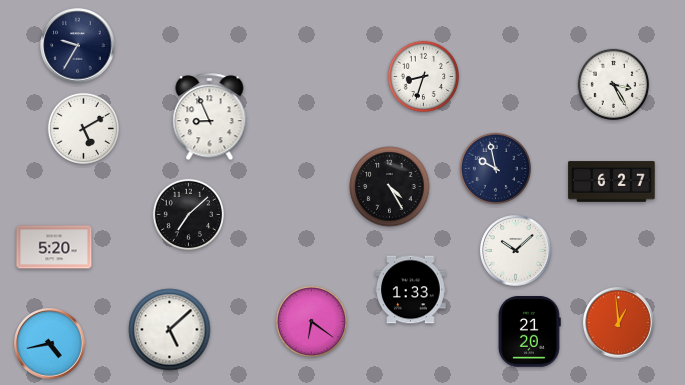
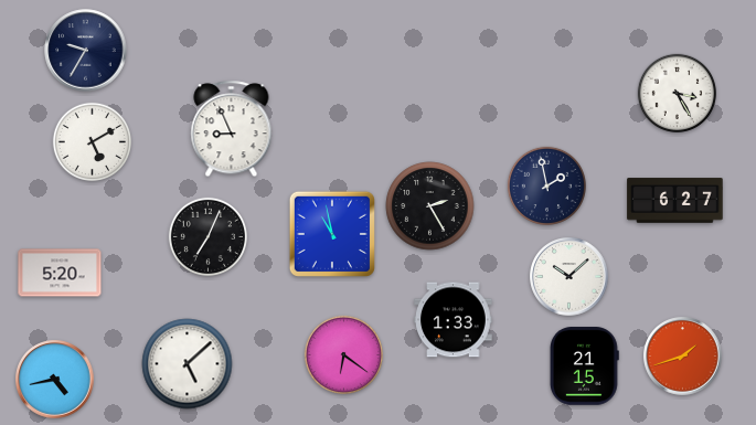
clock at (423, 76): 8:33 -> none
clock at (495, 168): 9:58 -> 1:58
clock at (390, 187): 4:25 -> 2:25
clock at (332, 234): none -> 10:58
clock at (188, 214): 7:08 -> 7:04
clock at (619, 323): 12:59 -> 1:42
clock at (529, 332): 21:20 -> 21:15
